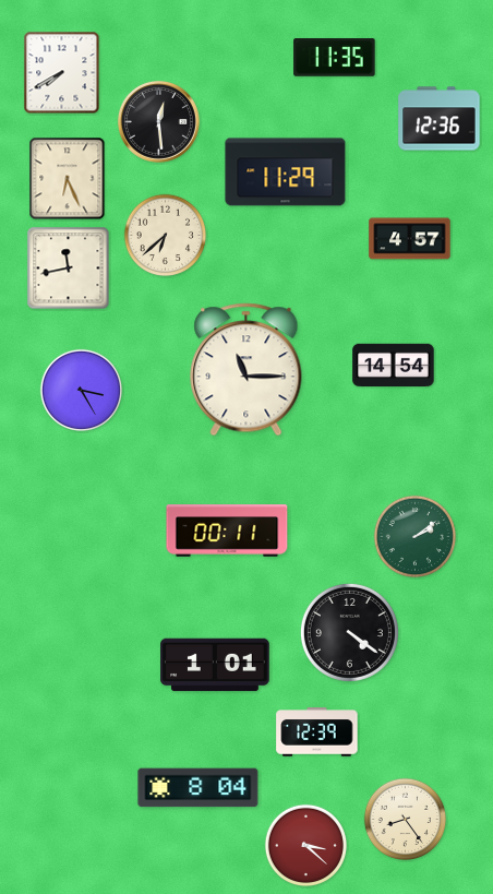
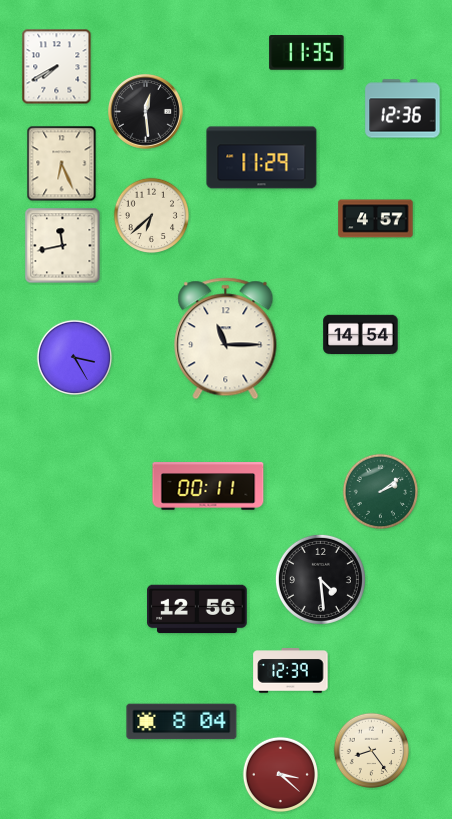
clock at (349, 632): 4:21 -> 4:29
clock at (215, 665): 1:01 -> 12:56
